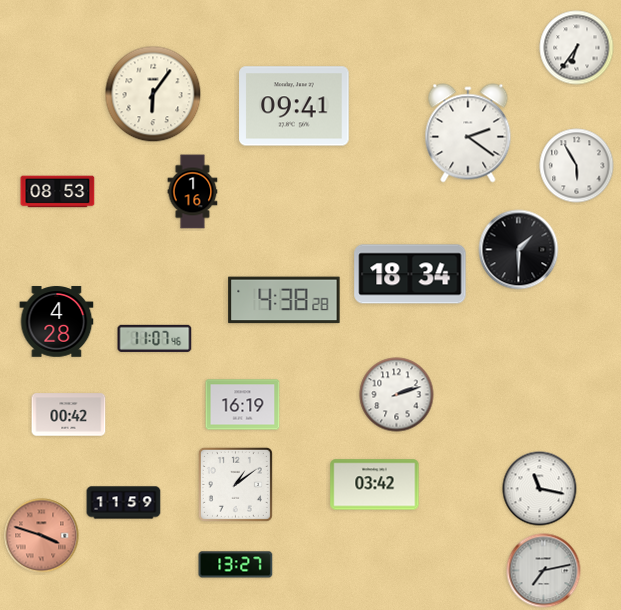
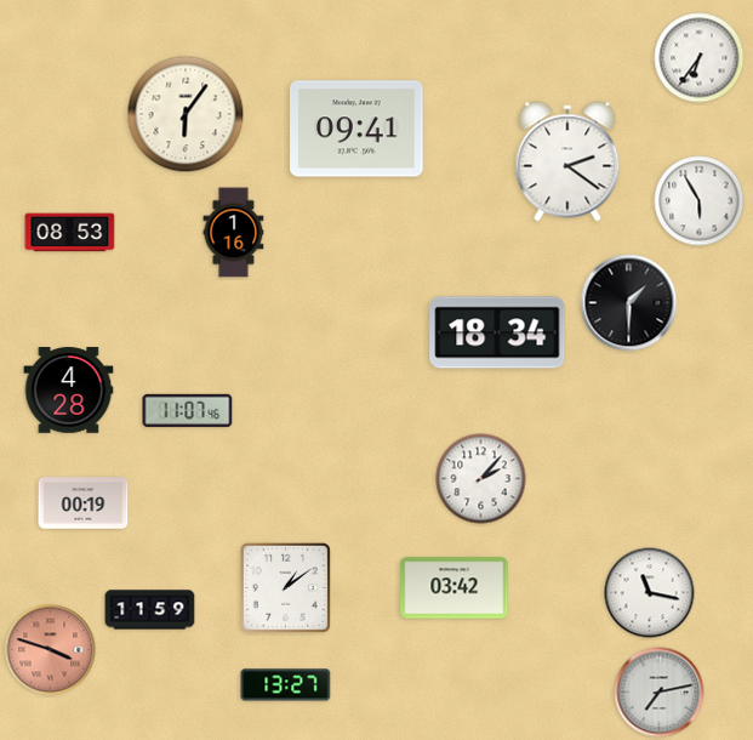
clock at (284, 300): 4:38 -> none
clock at (397, 395): 2:12 -> 2:07
clock at (243, 405): 16:19 -> none
clock at (69, 415): 00:42 -> 00:19
clock at (540, 489) position: (540, 489) -> (650, 593)
